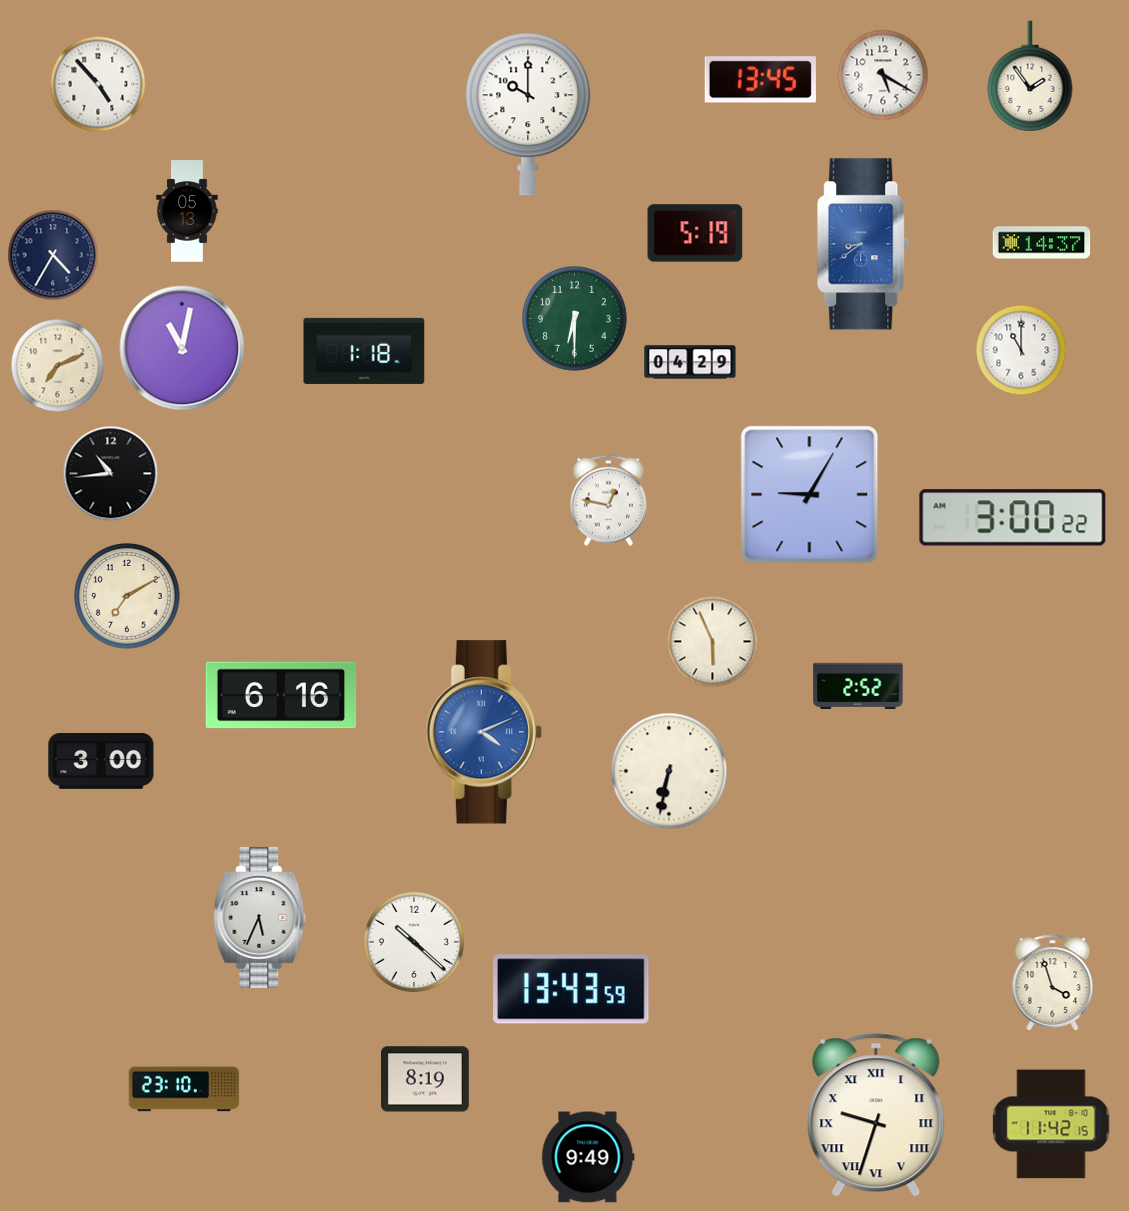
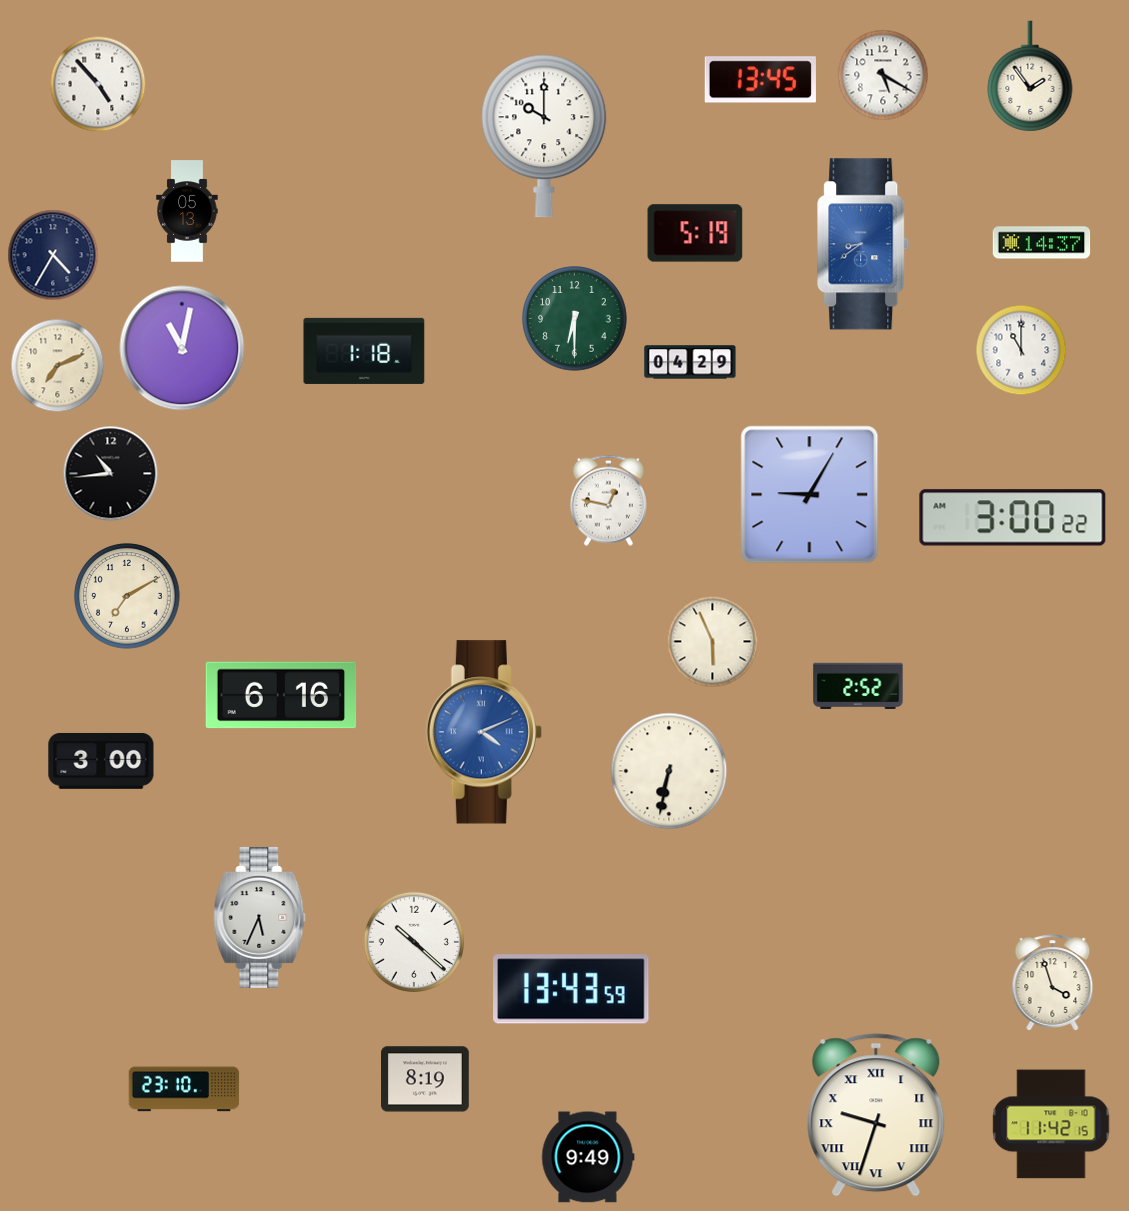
clock at (528, 114) position: (528, 114) -> (544, 136)
